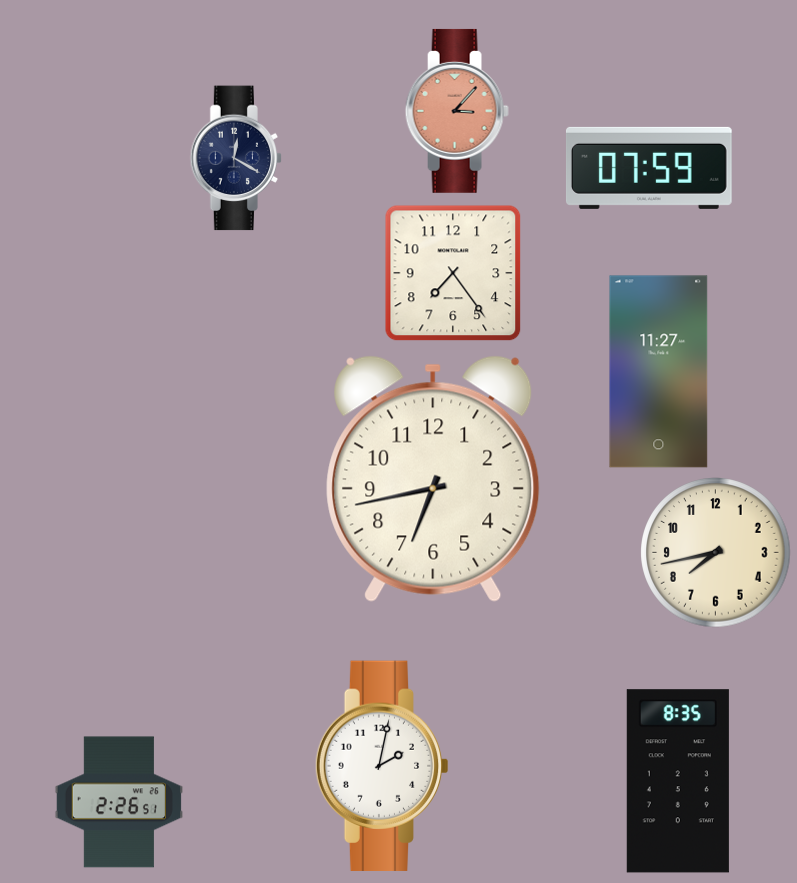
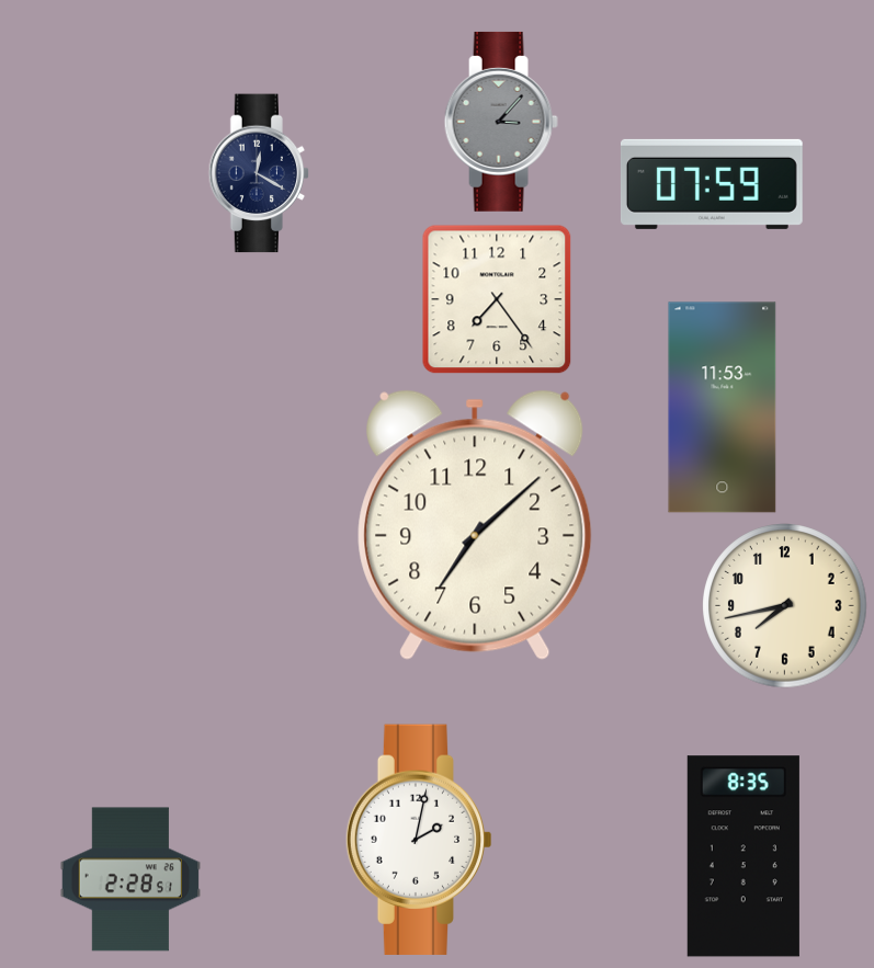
clock at (457, 111) dial: salmon -> grey
clock at (659, 372): 11:27 -> 11:53
clock at (433, 479): 6:43 -> 7:08
clock at (119, 802): 2:26 -> 2:28
